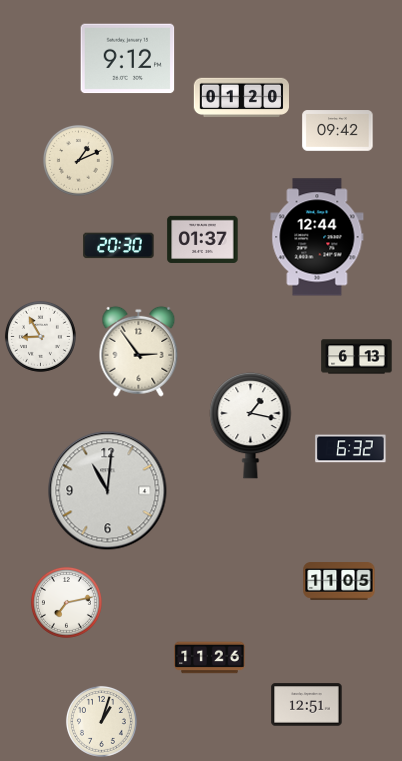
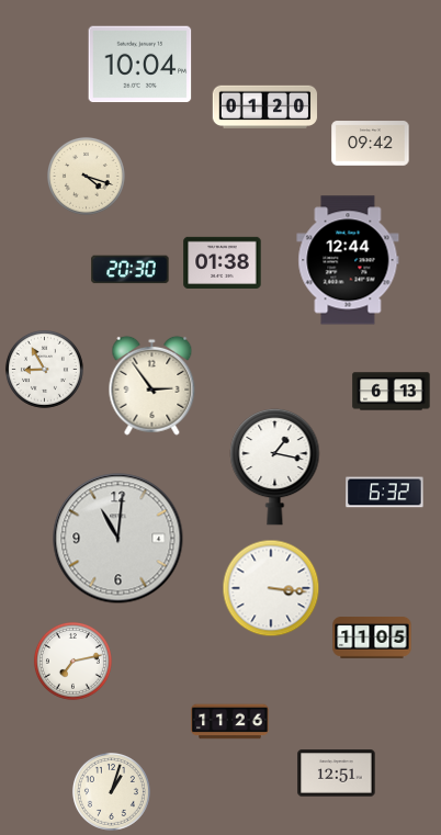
clock at (128, 59): 9:12 -> 10:04
clock at (78, 160): 1:11 -> 4:18
clock at (203, 239): 01:37 -> 01:38
clock at (271, 588): none -> 3:16
